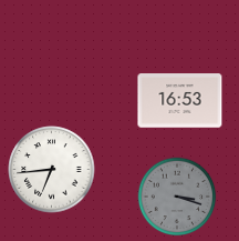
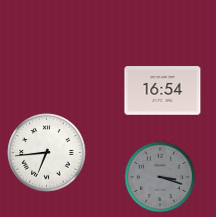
clock at (180, 101): 16:53 -> 16:54
